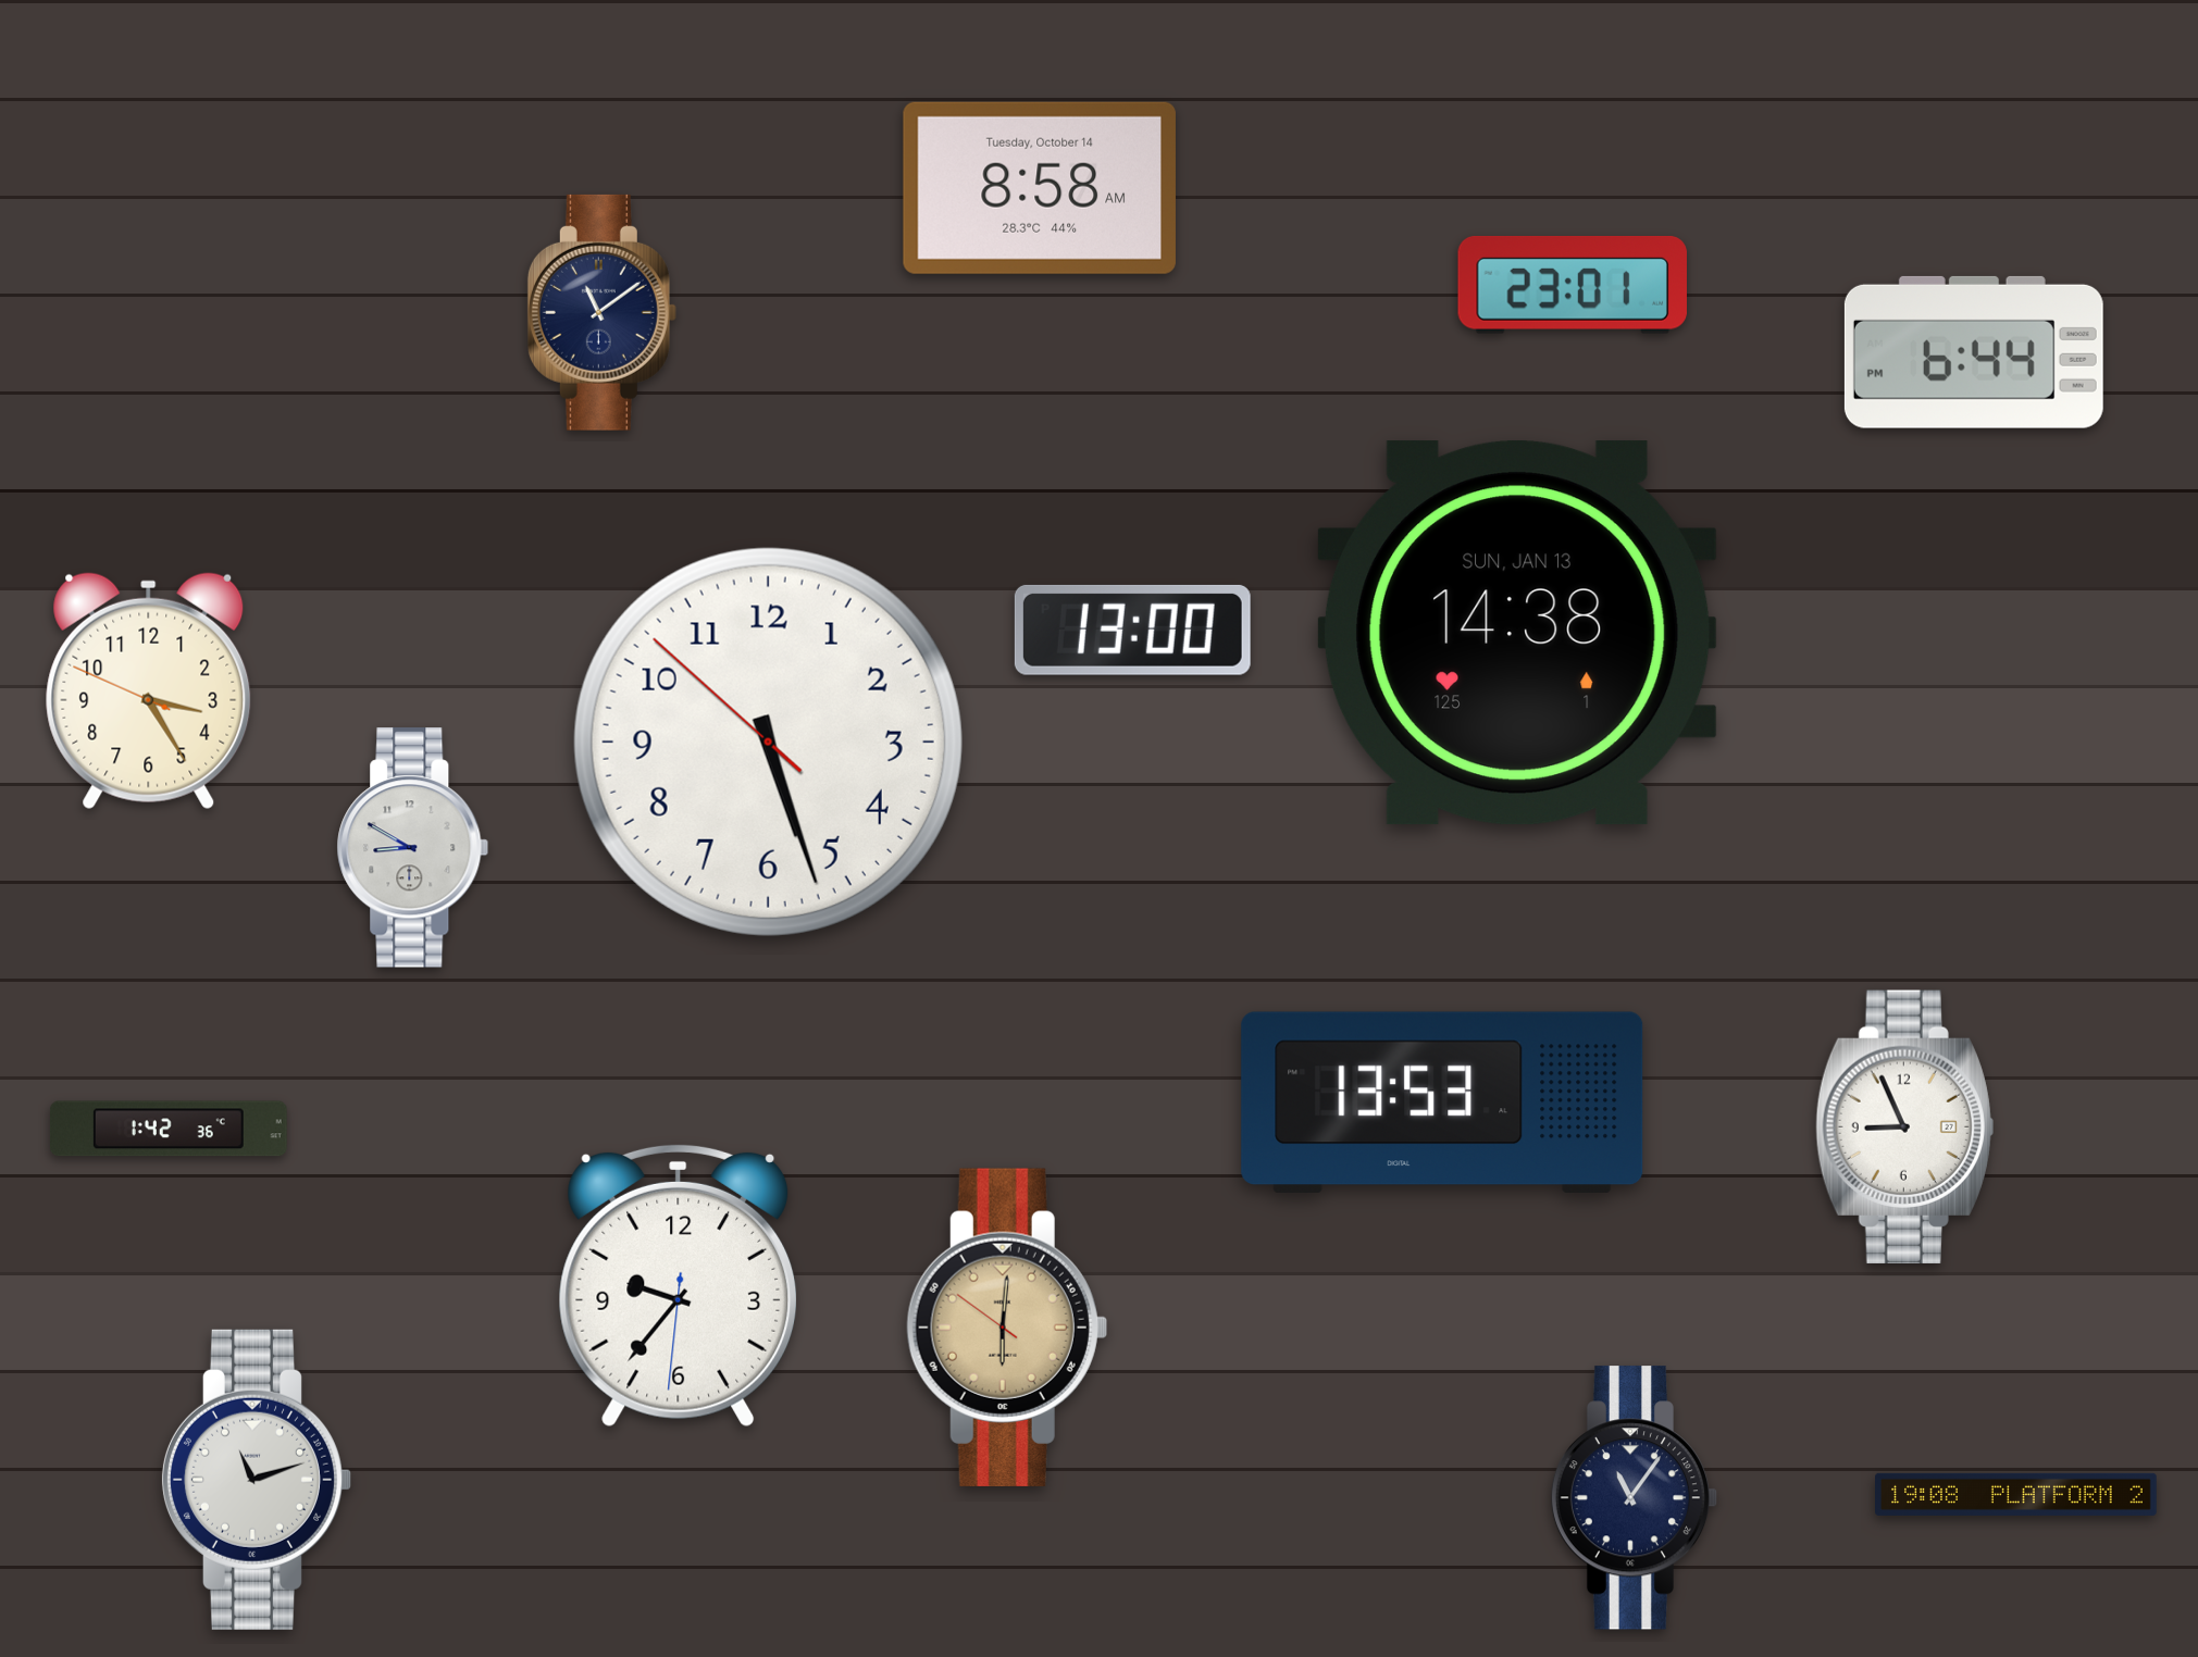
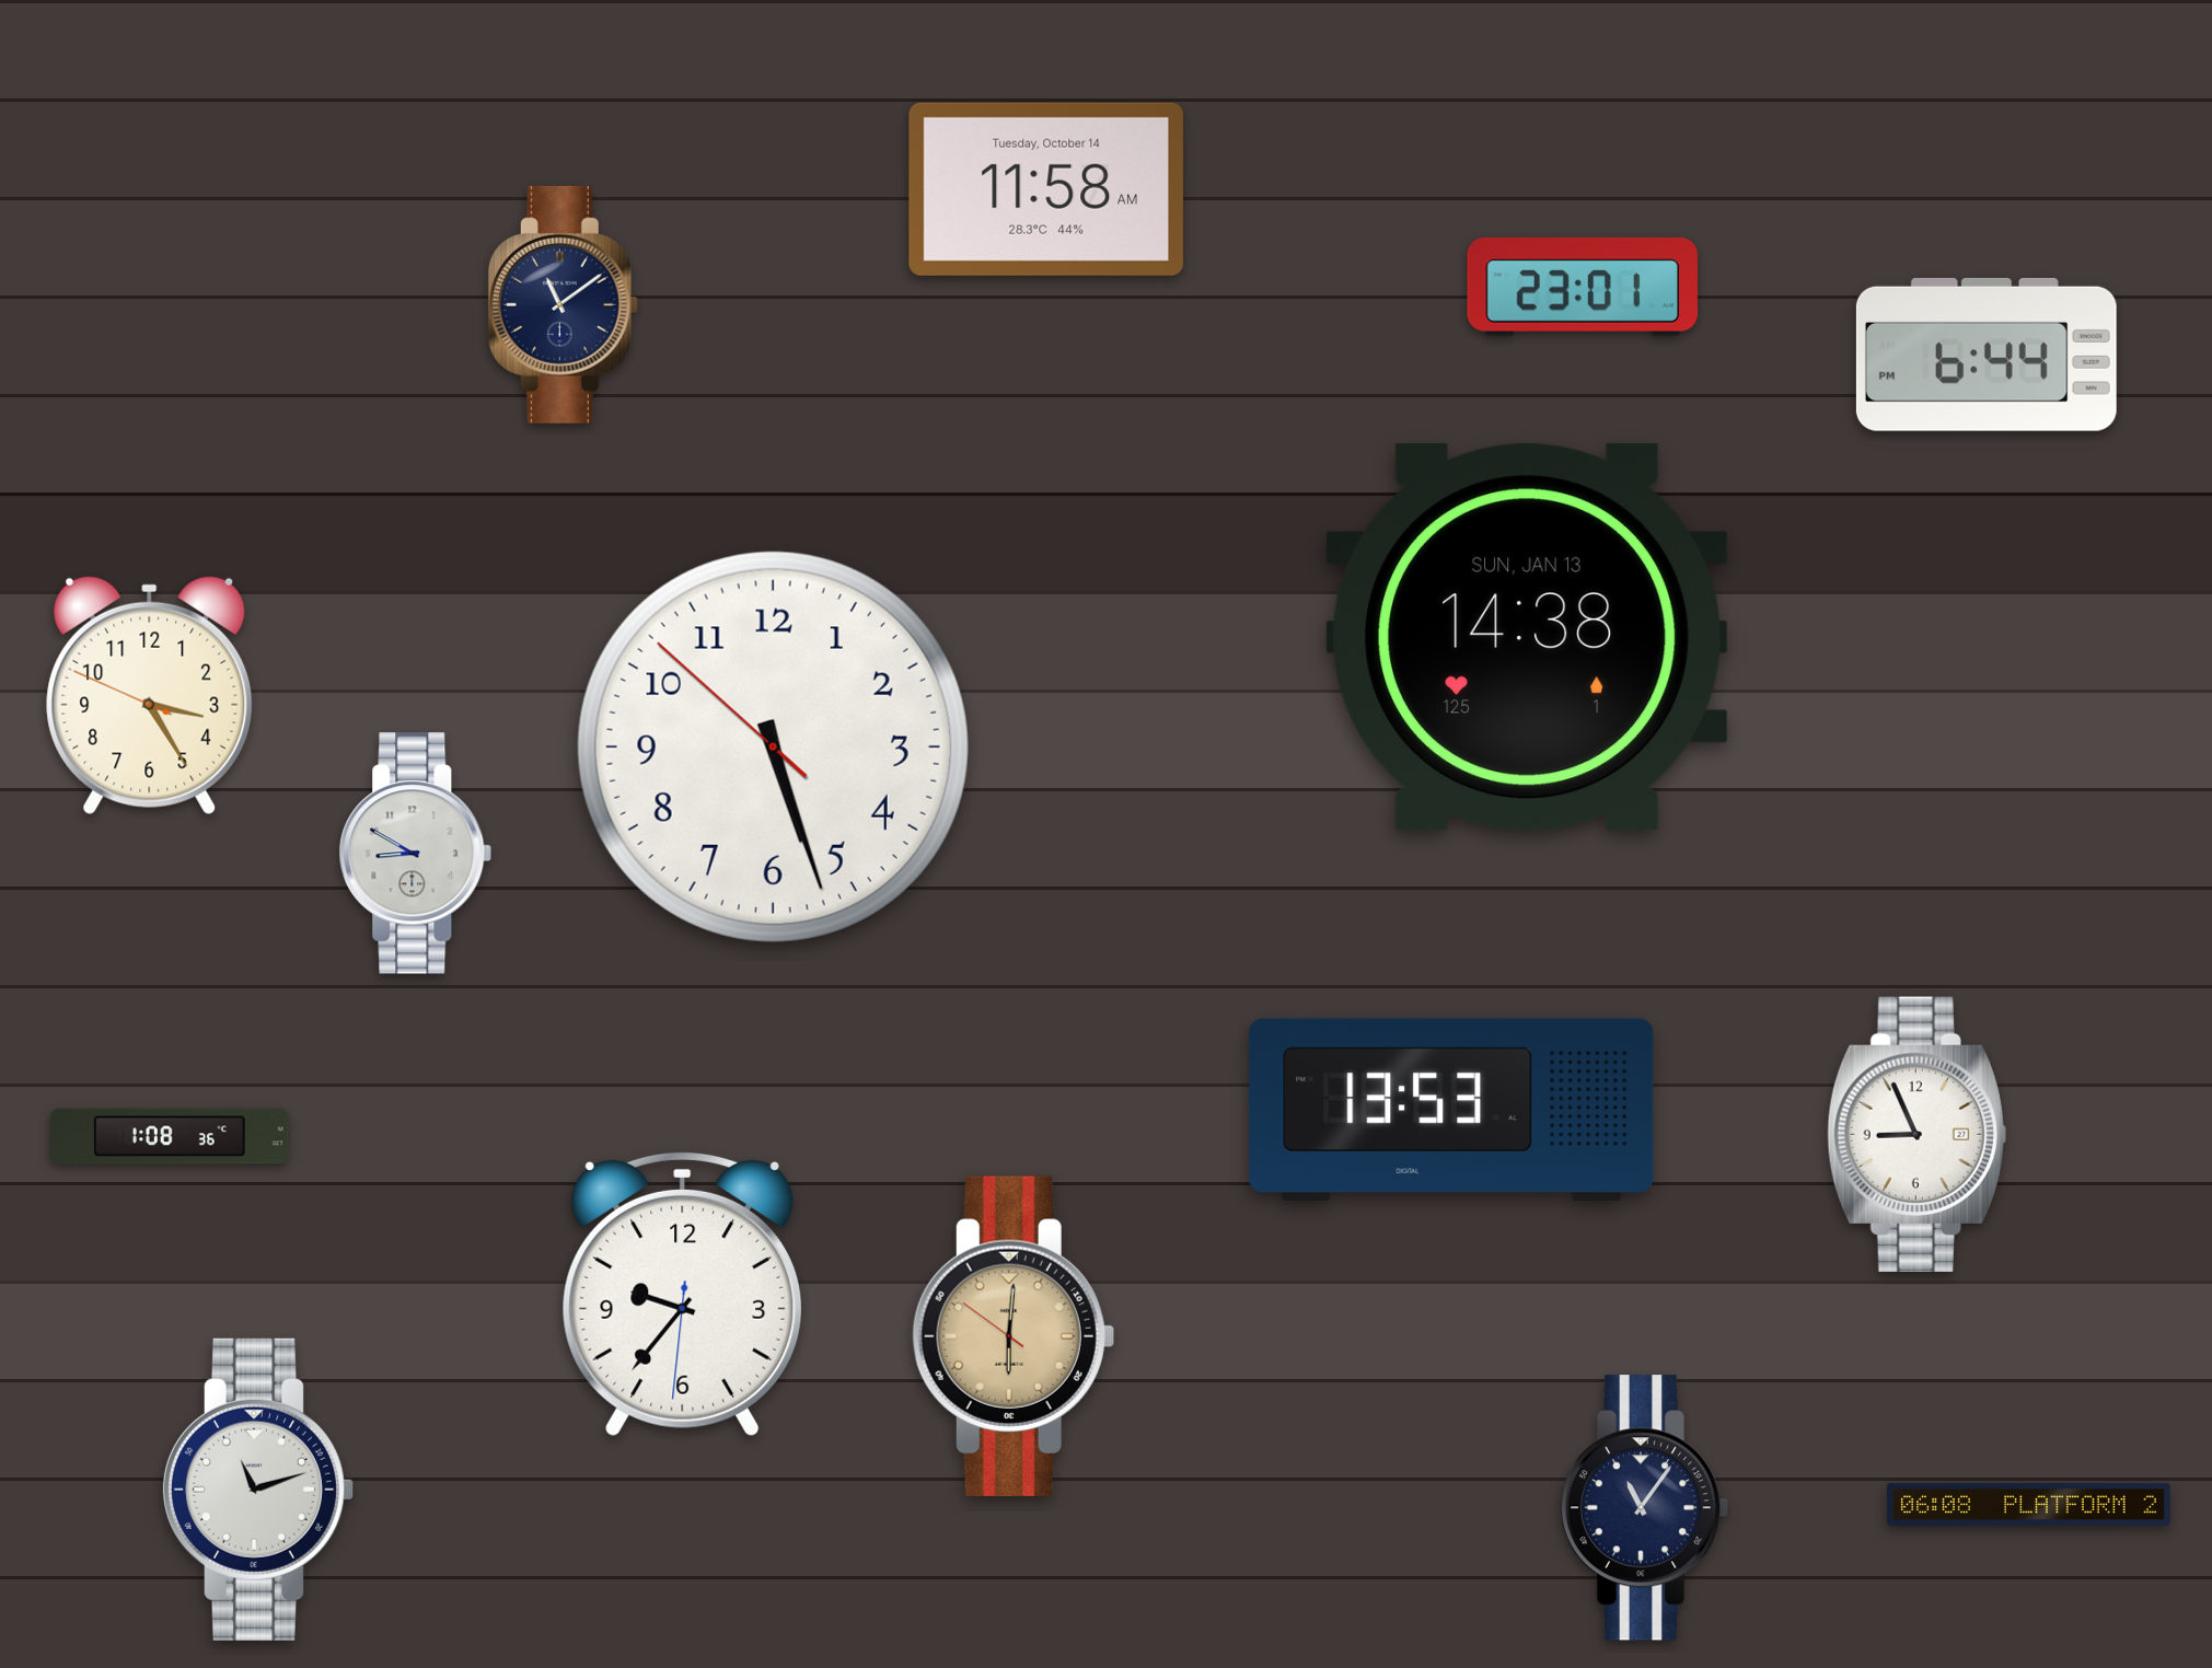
clock at (1040, 188): 8:58 -> 11:58
clock at (601, 312) position: (601, 312) -> (563, 304)
clock at (1132, 630): 13:00 -> none
clock at (169, 1129): 1:42 -> 1:08
clock at (2016, 1494): 19:08 -> 06:08
